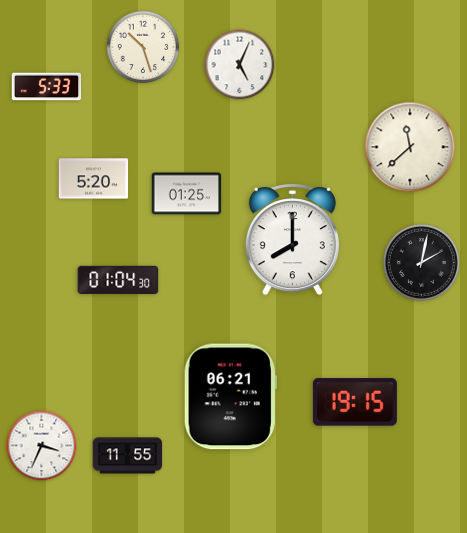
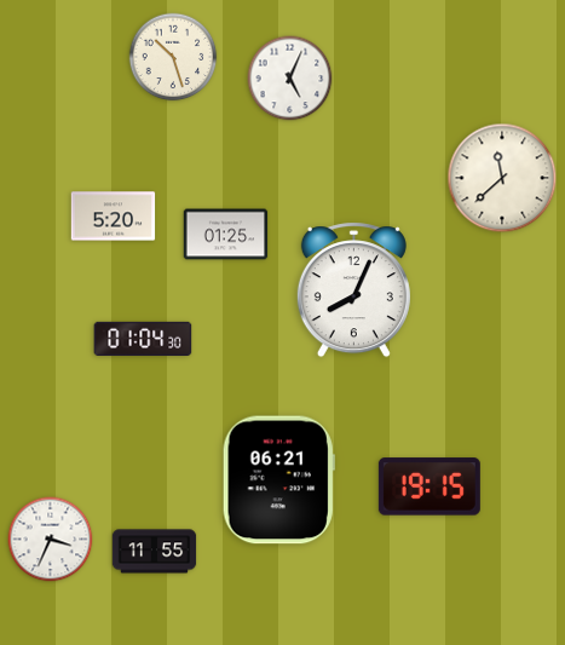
clock at (47, 87): 5:33 -> none
clock at (410, 147) position: (410, 147) -> (502, 178)
clock at (292, 240): 8:00 -> 8:04
clock at (421, 262): 2:02 -> none
